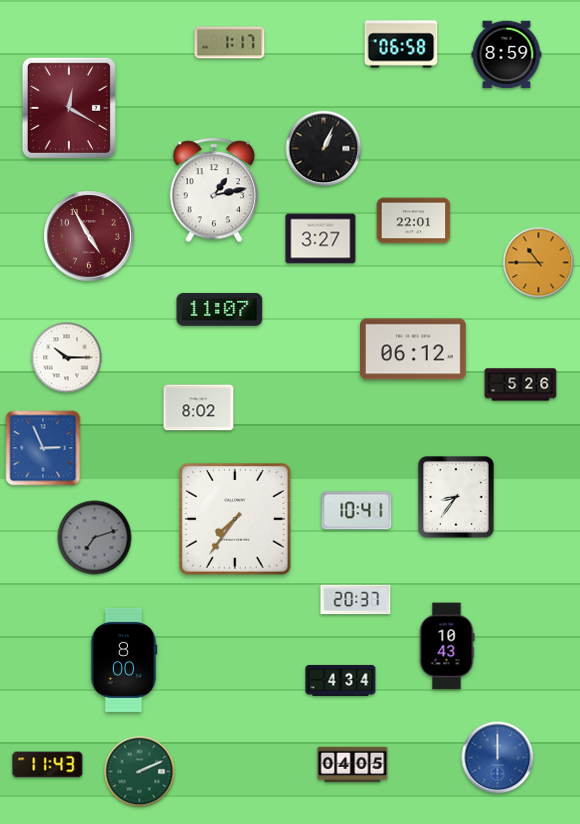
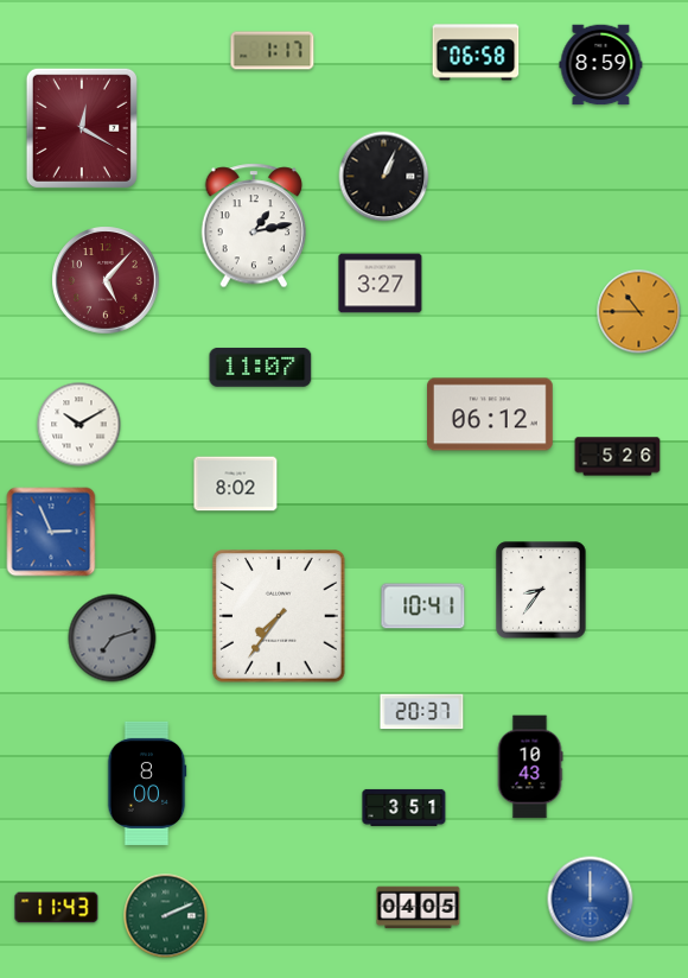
clock at (414, 221): 22:01 -> none
clock at (89, 236): 4:55 -> 5:07
clock at (67, 358): 10:15 -> 10:10
clock at (341, 680): 4:34 -> 3:51
